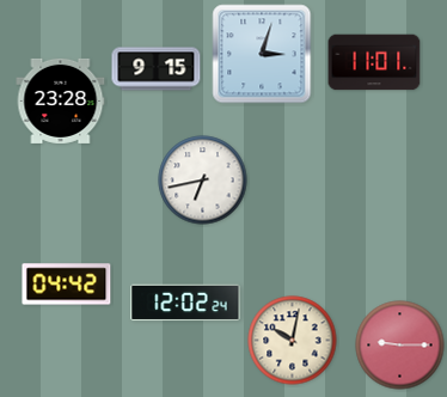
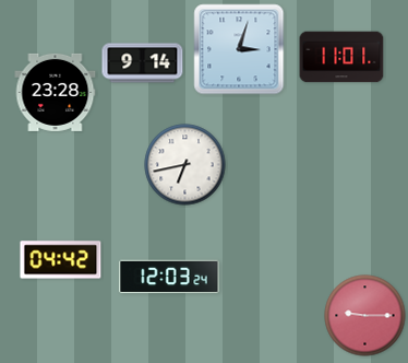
clock at (157, 69): 9:15 -> 9:14
clock at (185, 303): 12:02 -> 12:03
clock at (293, 341): 10:02 -> none
